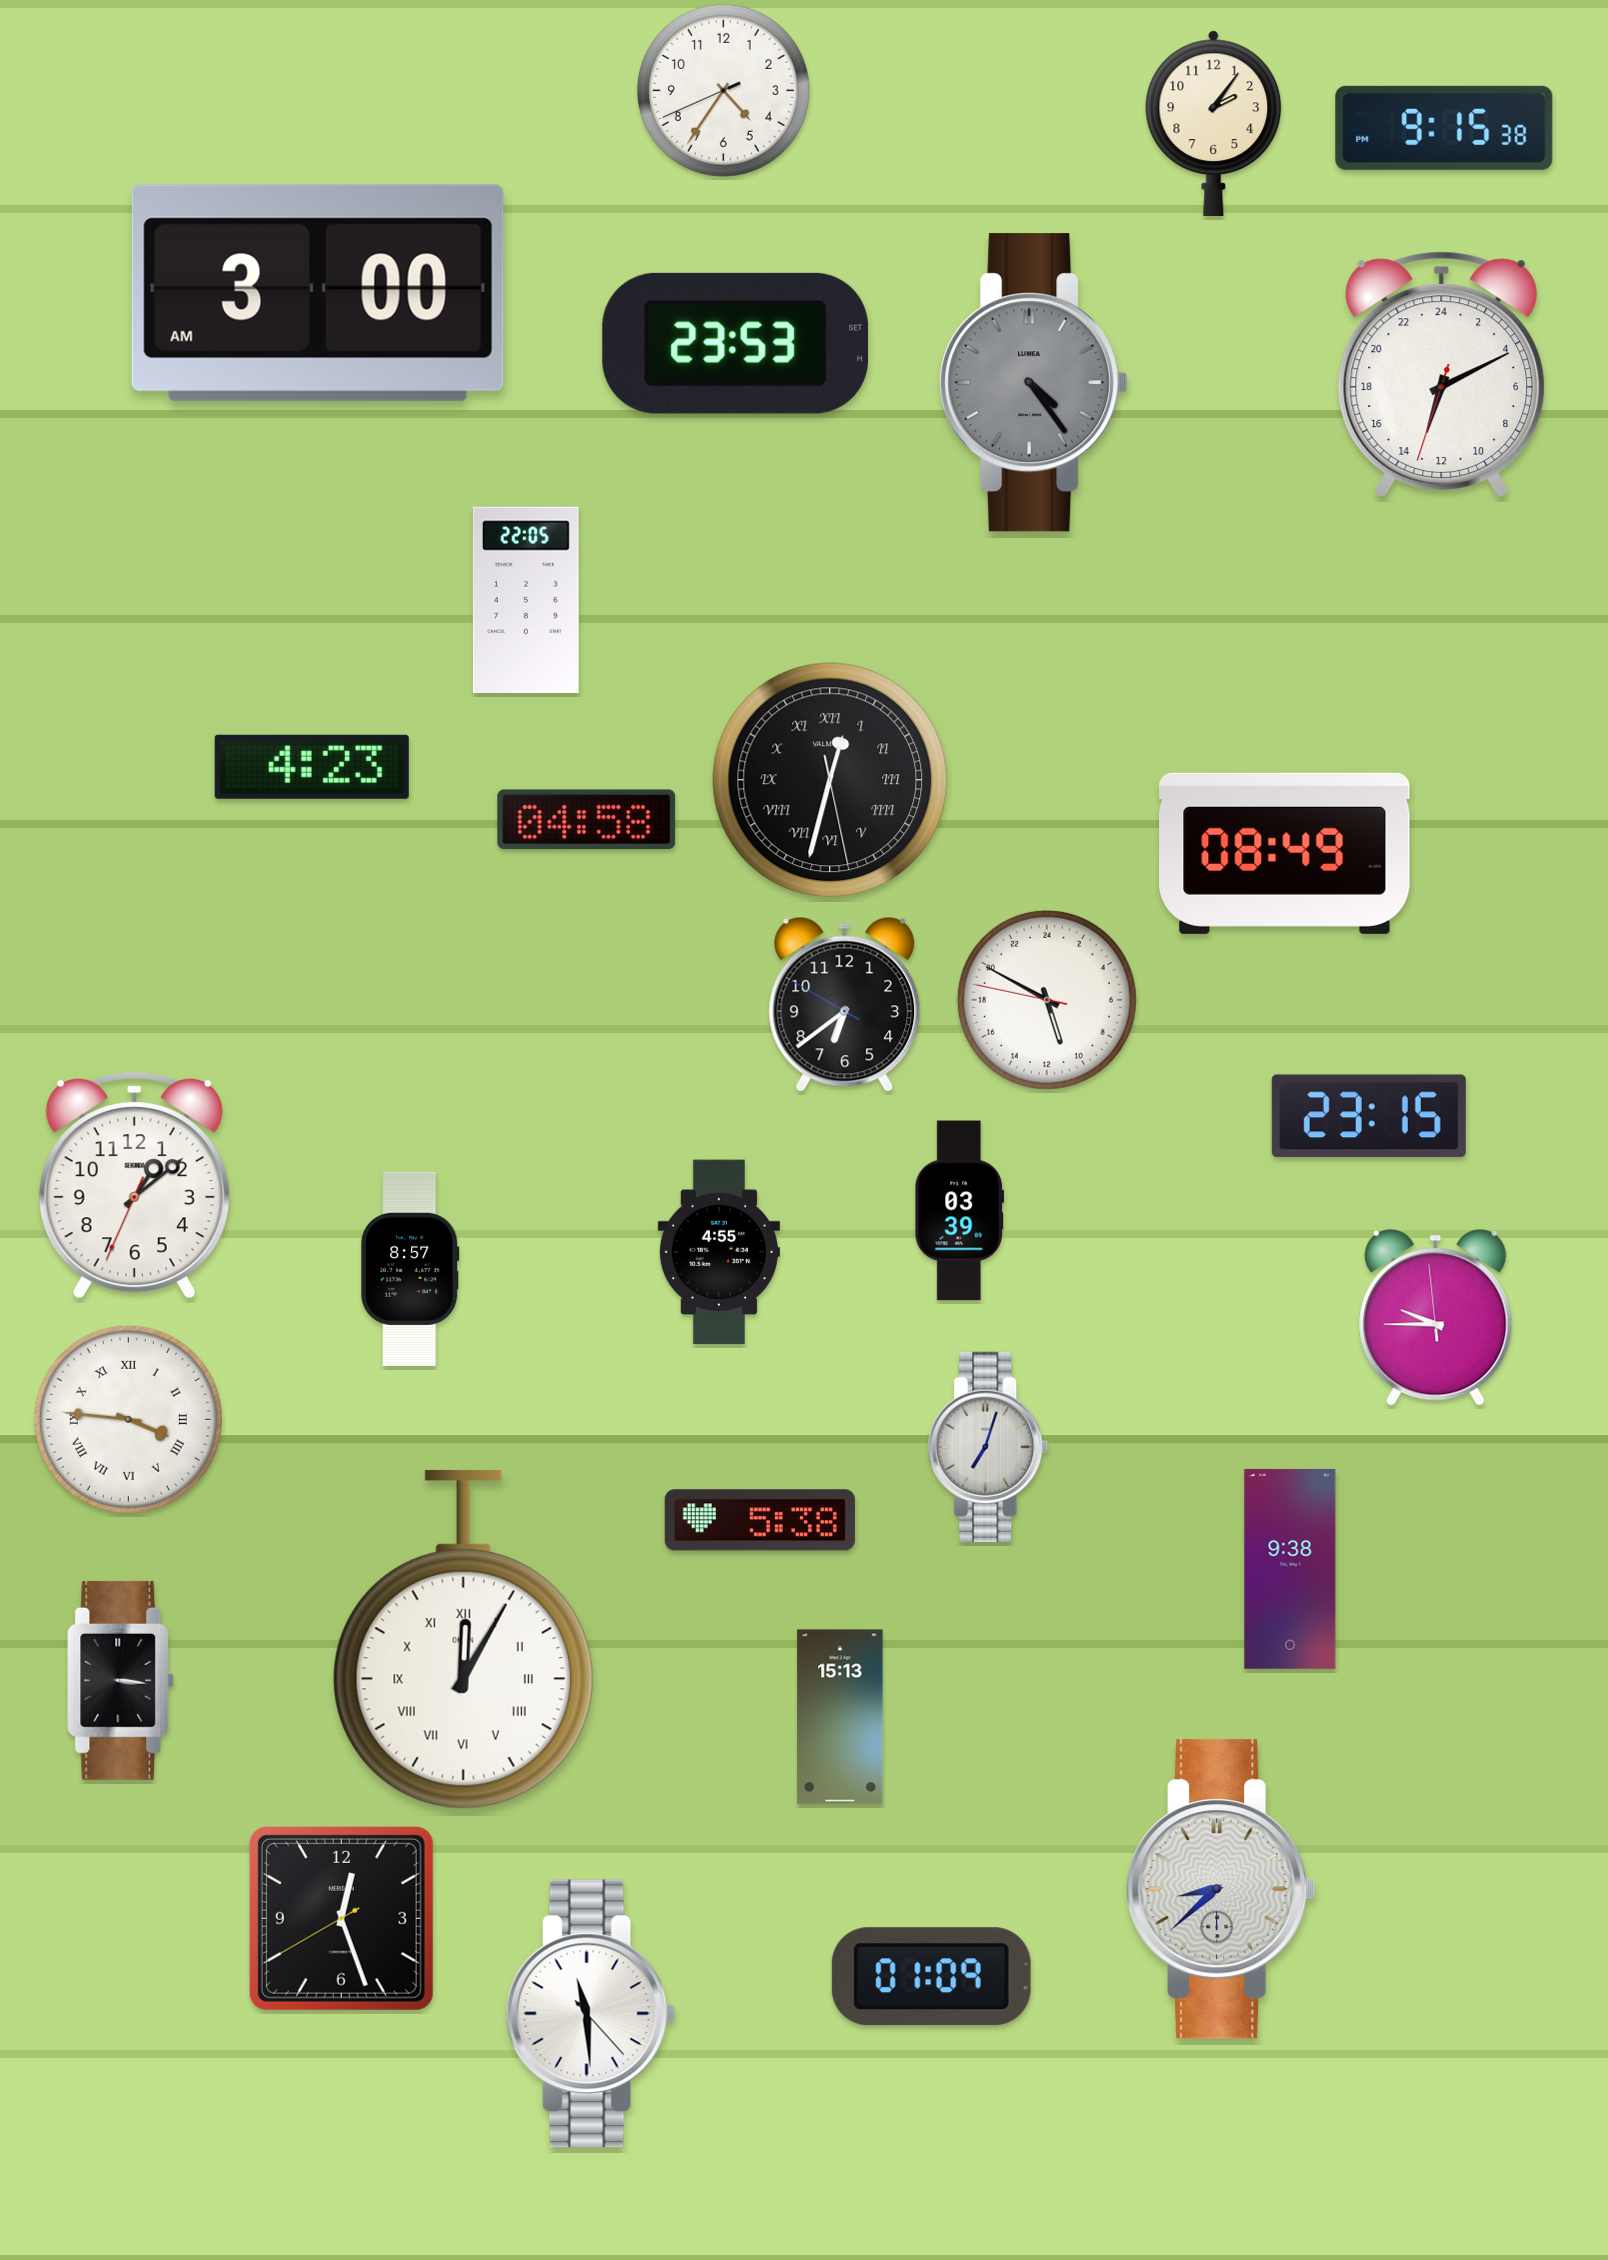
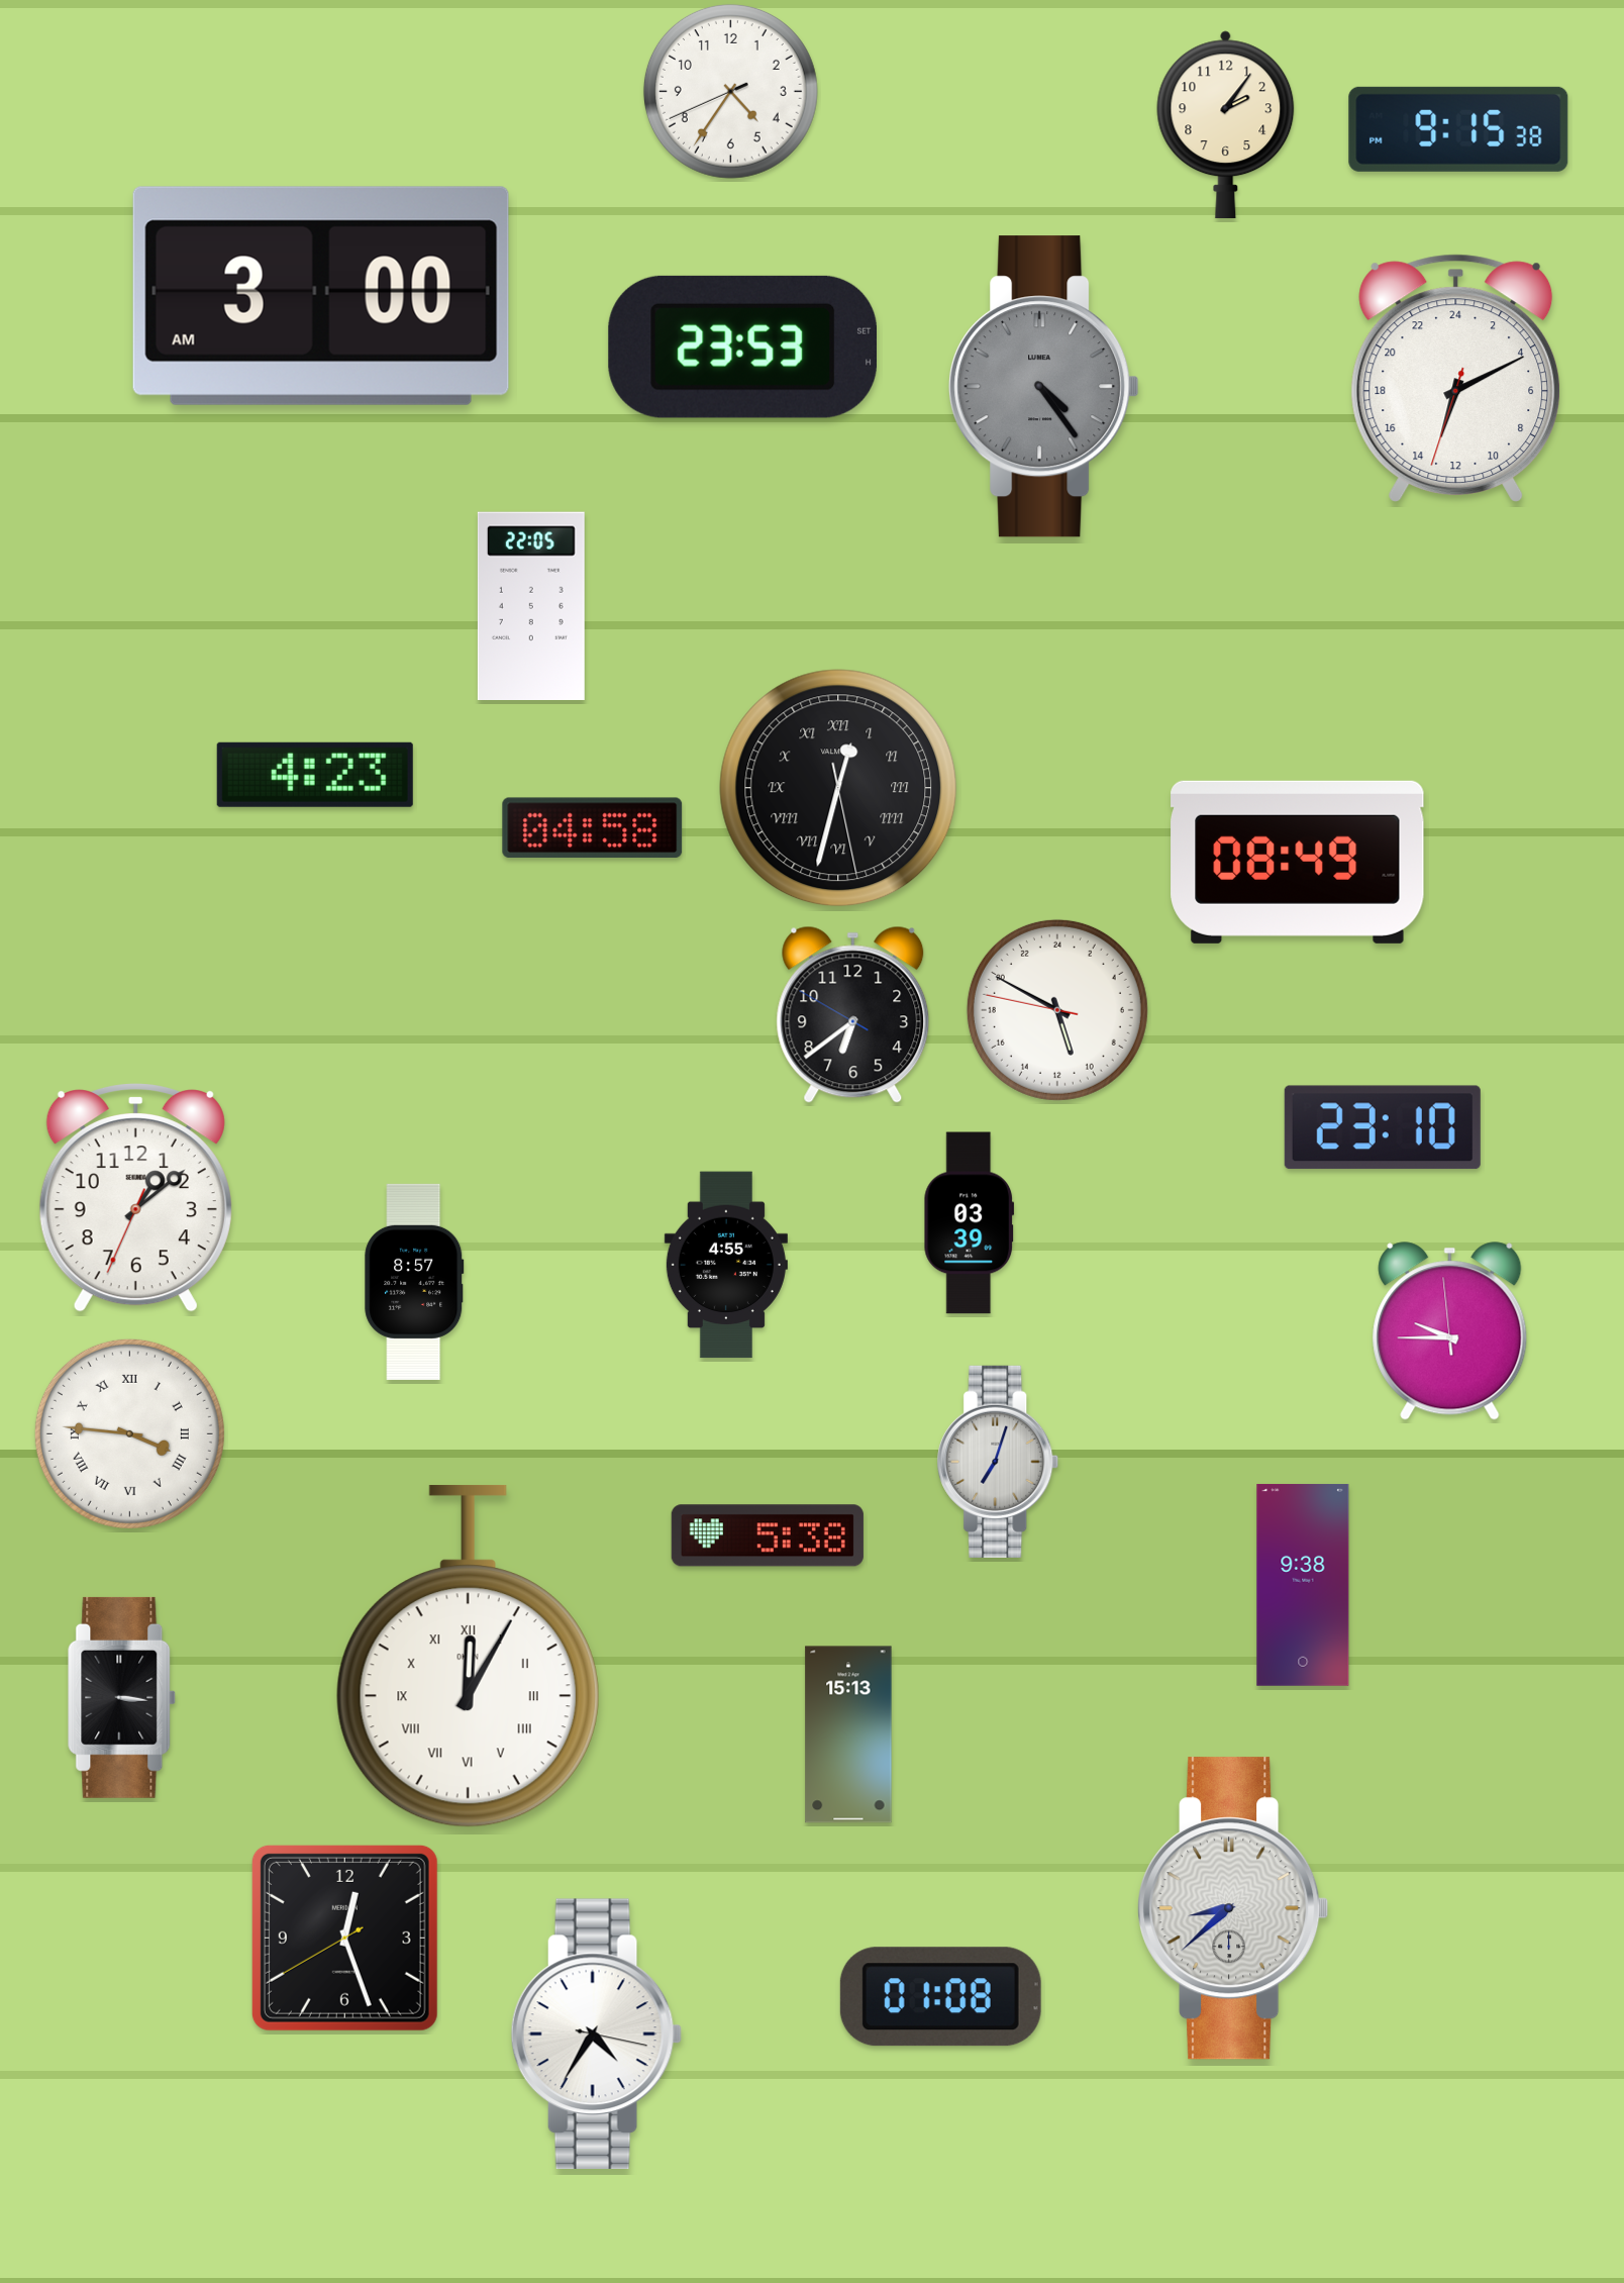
clock at (1369, 1116): 23:15 -> 23:10
clock at (931, 1977): 01:09 -> 01:08
clock at (590, 2014): 11:29 -> 4:35
